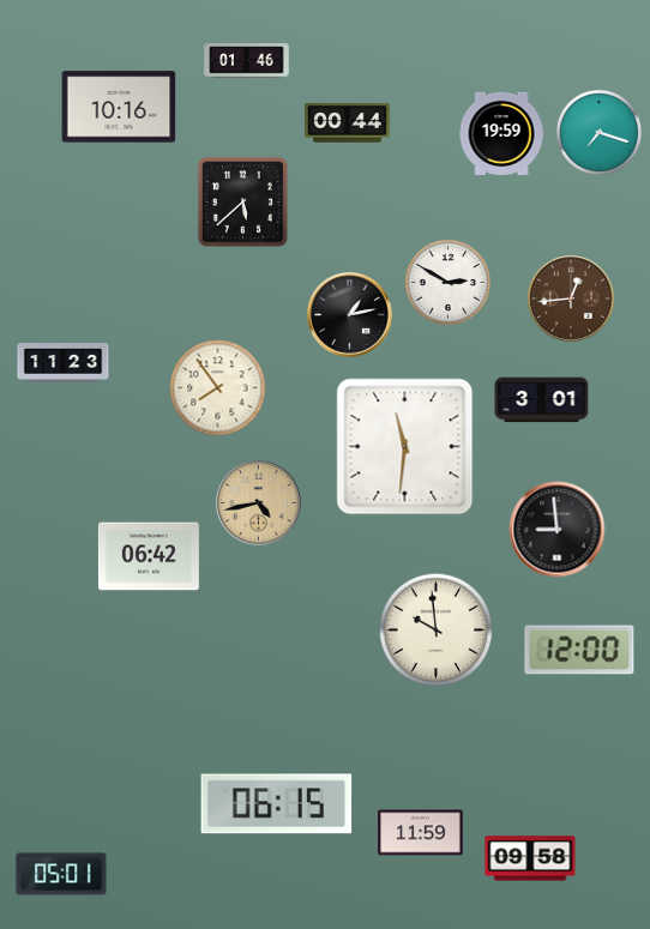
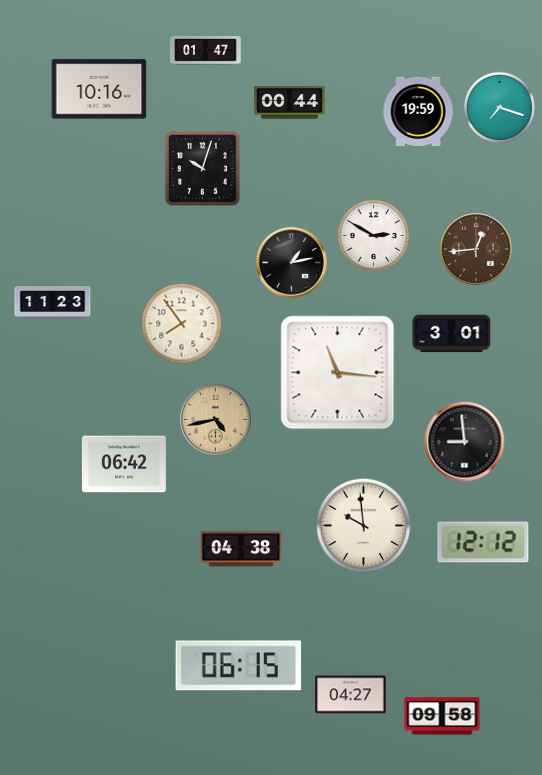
clock at (247, 61): 01:46 -> 01:47
clock at (598, 132) position: (598, 132) -> (499, 107)
clock at (242, 201): 5:38 -> 10:03
clock at (405, 447): 11:31 -> 11:16
clock at (579, 650): 12:00 -> 12:12
clock at (241, 549): none -> 04:38
clock at (277, 804) position: (277, 804) -> (239, 666)
clock at (421, 833): 11:59 -> 04:27
clock at (61, 874): 05:01 -> none
